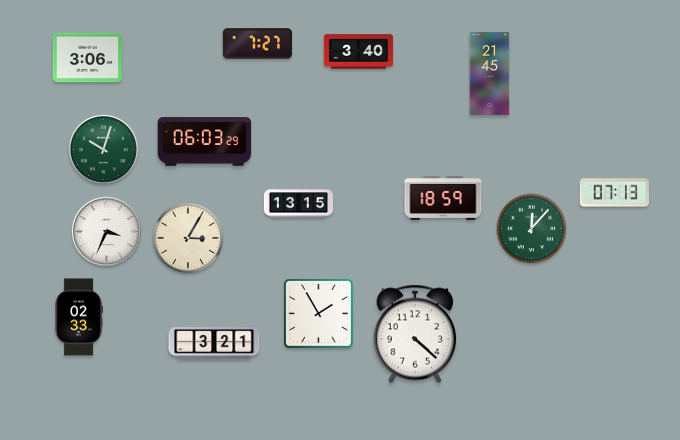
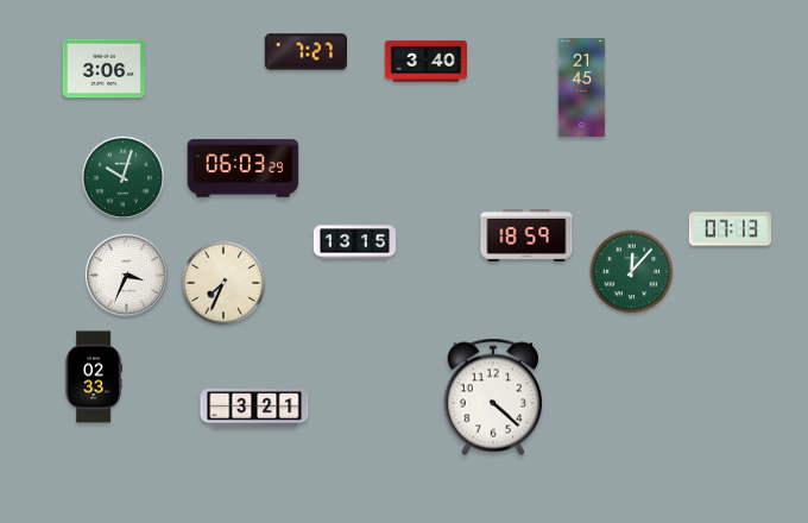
clock at (188, 238): 3:05 -> 7:34
clock at (319, 314): 1:55 -> none
